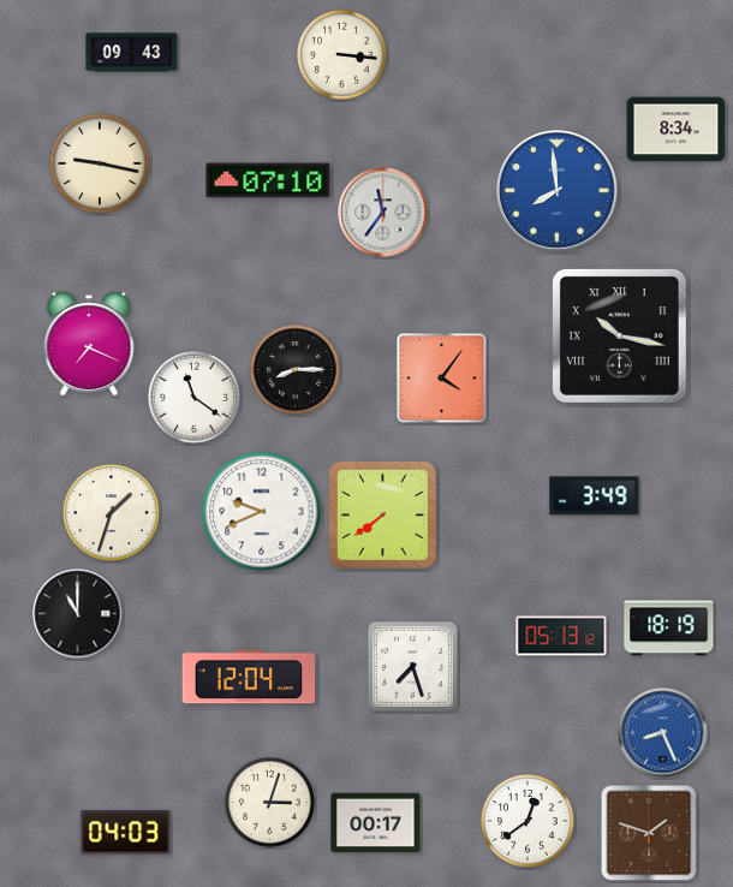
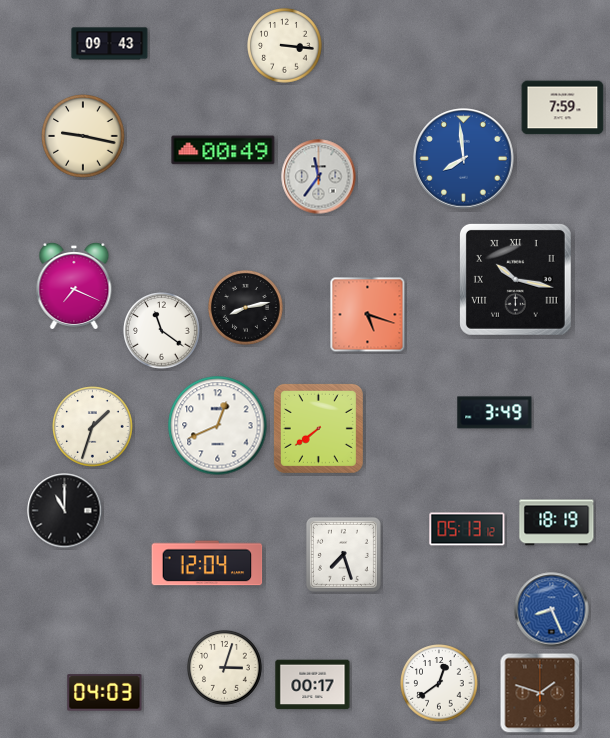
clock at (677, 130): 8:34 -> 7:59
clock at (268, 180): 07:10 -> 00:49
clock at (296, 370): 8:15 -> 8:13
clock at (442, 379): 4:06 -> 5:18
clock at (262, 512): 9:41 -> 12:41
